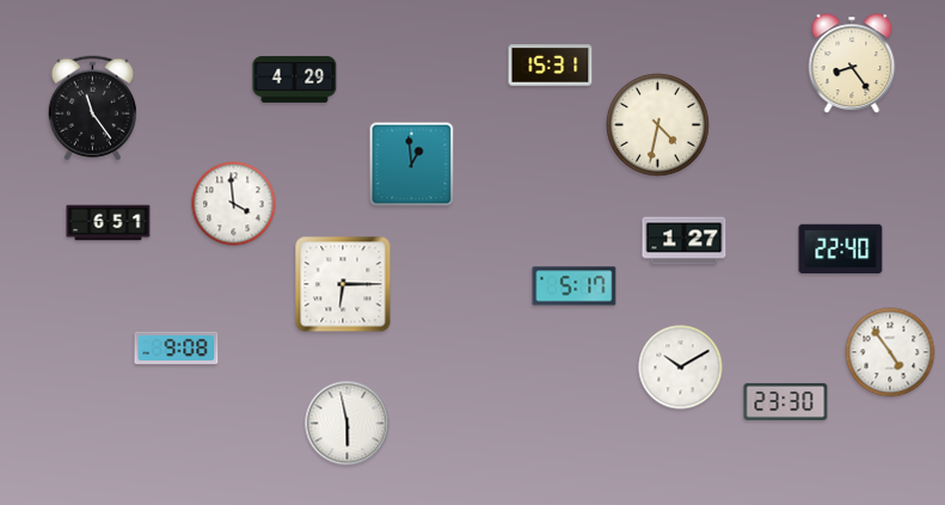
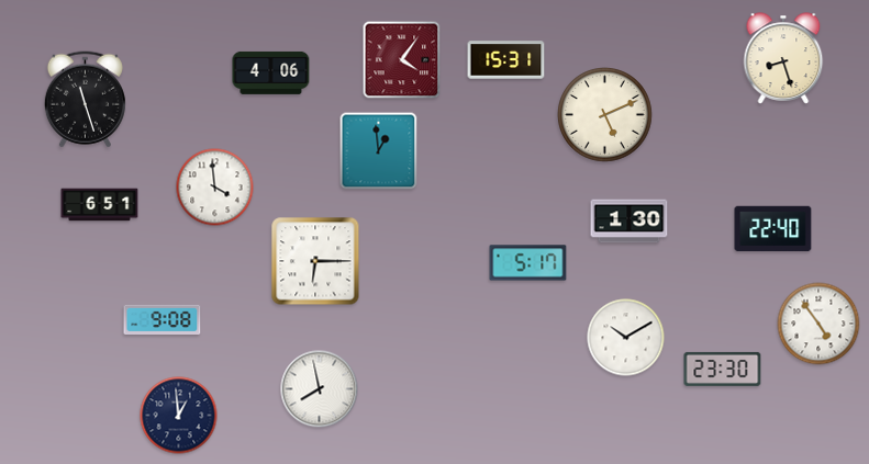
clock at (852, 63): 8:24 -> 8:27
clock at (402, 60): none -> 4:06
clock at (295, 79): 4:29 -> 4:06
clock at (92, 109): 11:24 -> 11:27
clock at (658, 125): 4:32 -> 5:11
clock at (685, 241): 1:27 -> 1:30
clock at (348, 424): 5:58 -> 7:58
clock at (179, 416): none -> 12:59
